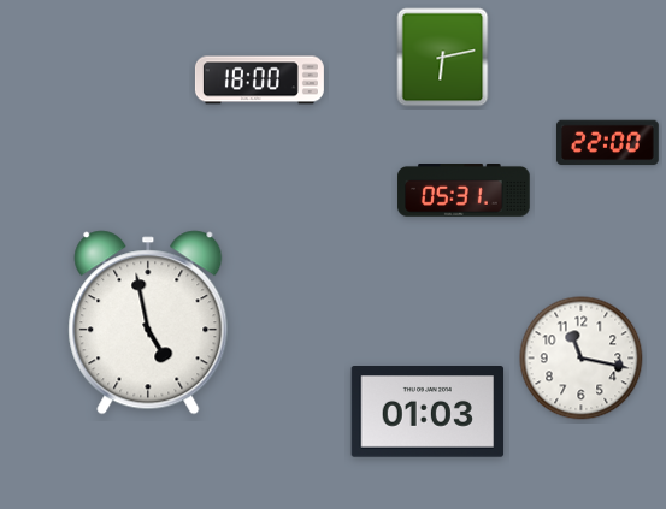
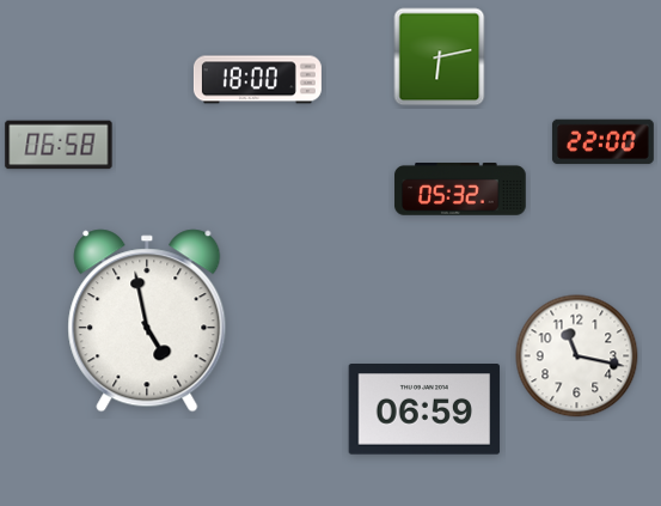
clock at (59, 145): none -> 06:58
clock at (464, 191): 05:31 -> 05:32
clock at (428, 412): 01:03 -> 06:59
